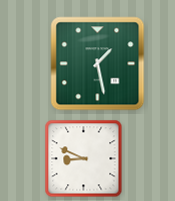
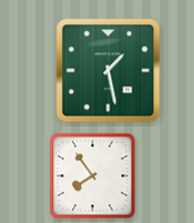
clock at (84, 159): 8:49 -> 7:54
